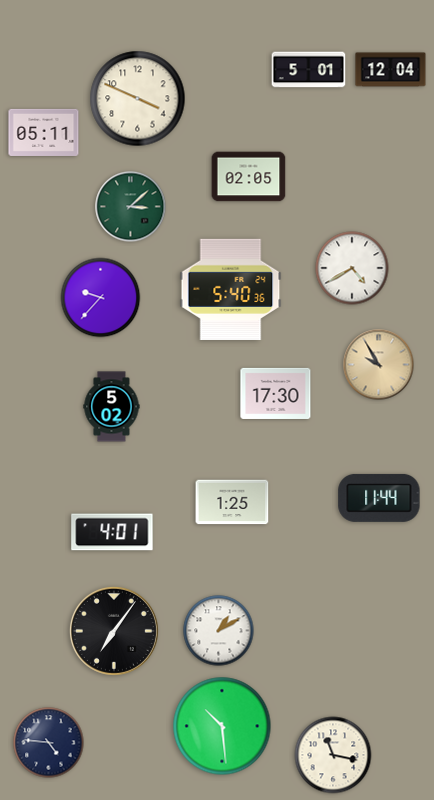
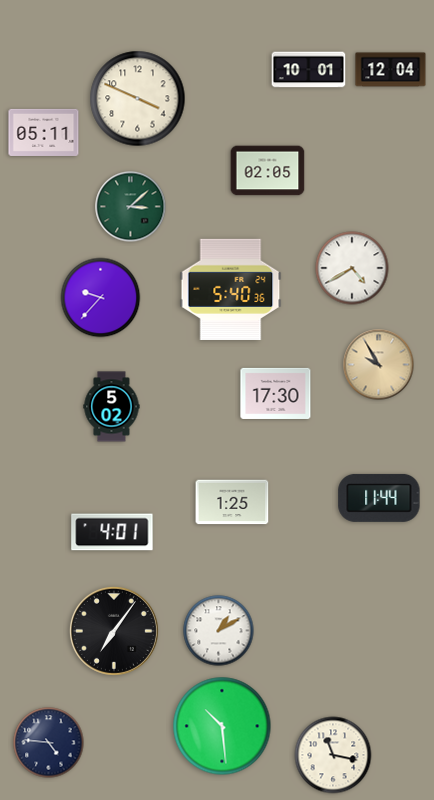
clock at (309, 70): 5:01 -> 10:01
clock at (249, 177) position: (249, 177) -> (268, 171)
